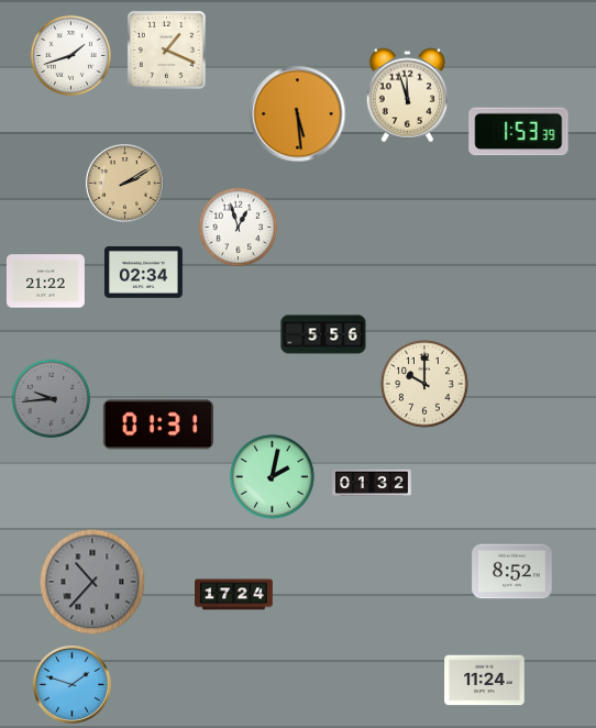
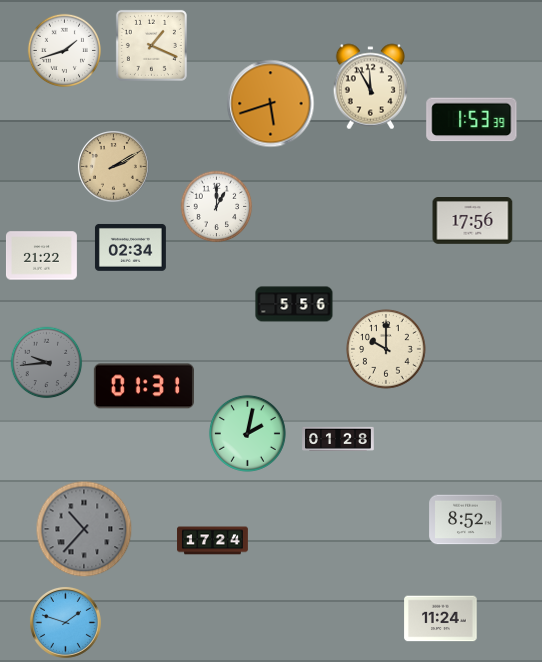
clock at (408, 96): 11:57 -> 11:55
clock at (298, 114): 5:29 -> 5:42
clock at (239, 228): 12:57 -> 1:00
clock at (473, 221): none -> 17:56
clock at (372, 482): 01:32 -> 01:28
